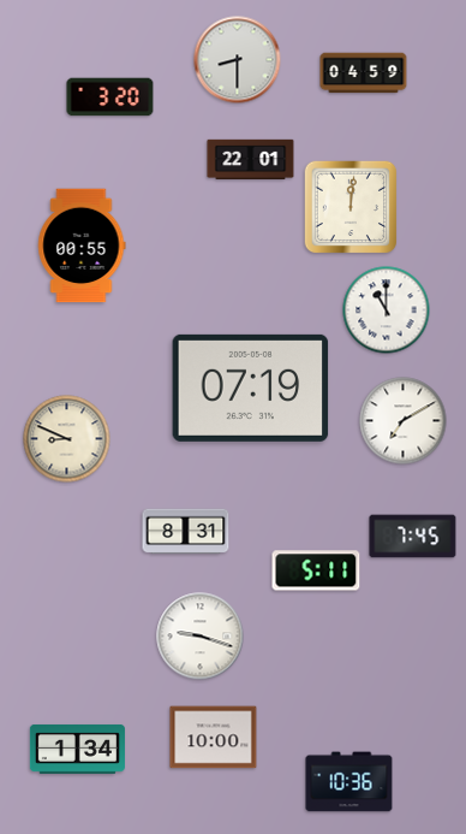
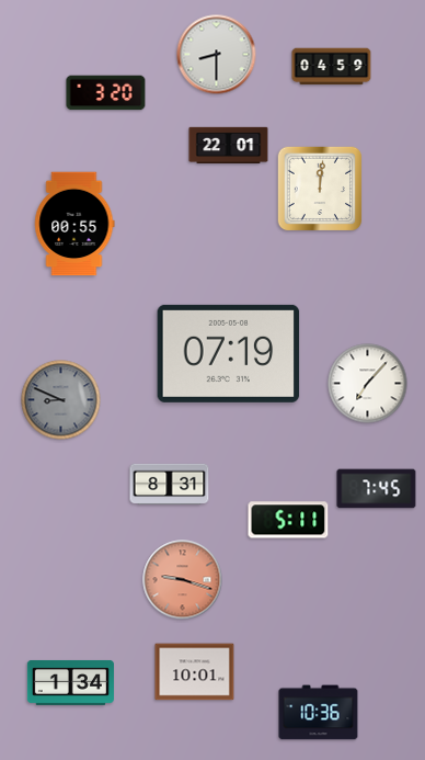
clock at (110, 97) position: (110, 97) -> (106, 93)
clock at (387, 310): 11:00 -> none
clock at (404, 421): 7:10 -> 7:07
clock at (67, 439) dial: cream -> grey
clock at (201, 637) dial: white -> salmon
clock at (214, 738): 10:00 -> 10:01
